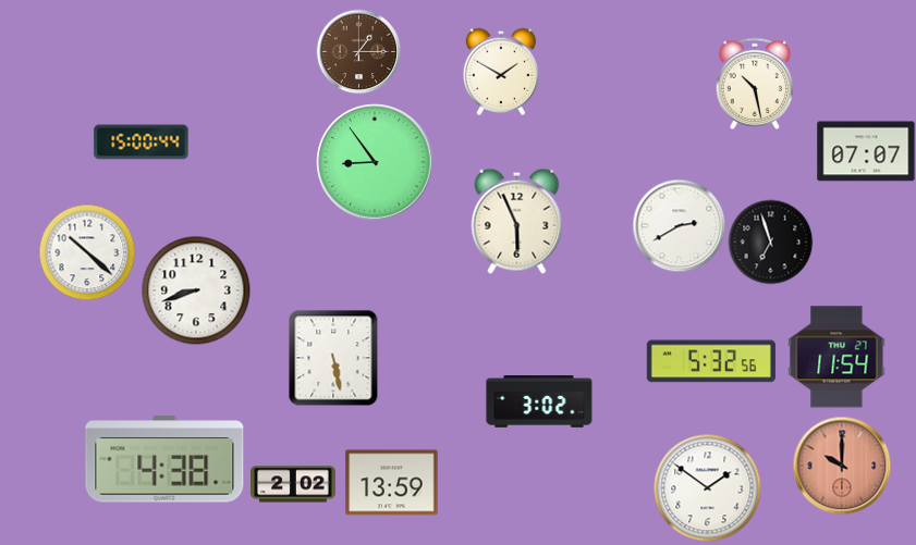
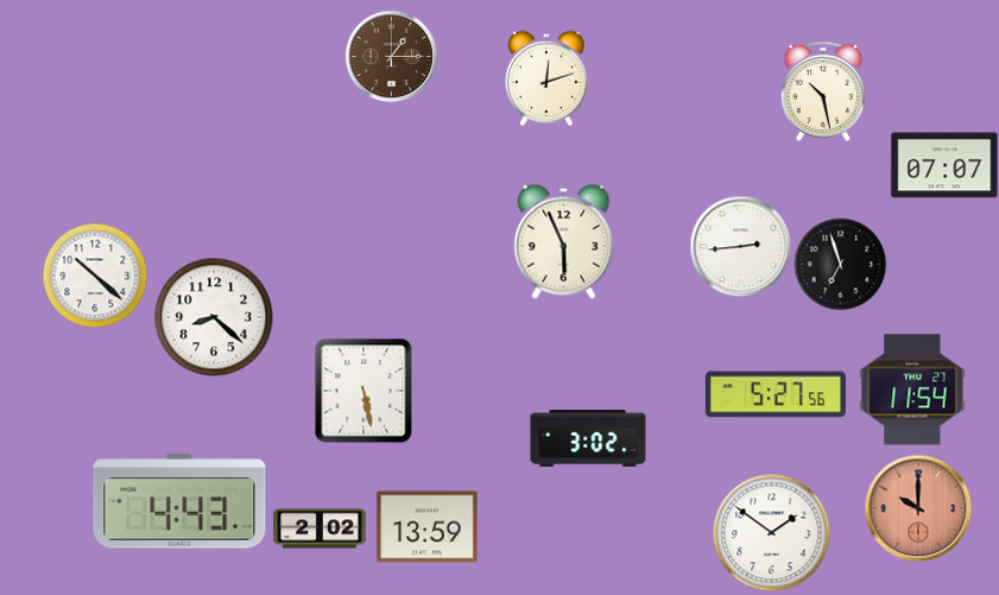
clock at (501, 72): 1:50 -> 12:12
clock at (142, 143): 15:00 -> none
clock at (375, 162): 8:54 -> none
clock at (679, 225): 2:40 -> 2:44
clock at (196, 290): 8:42 -> 8:22
clock at (711, 361): 5:32 -> 5:27
clock at (164, 459): 4:38 -> 4:43
